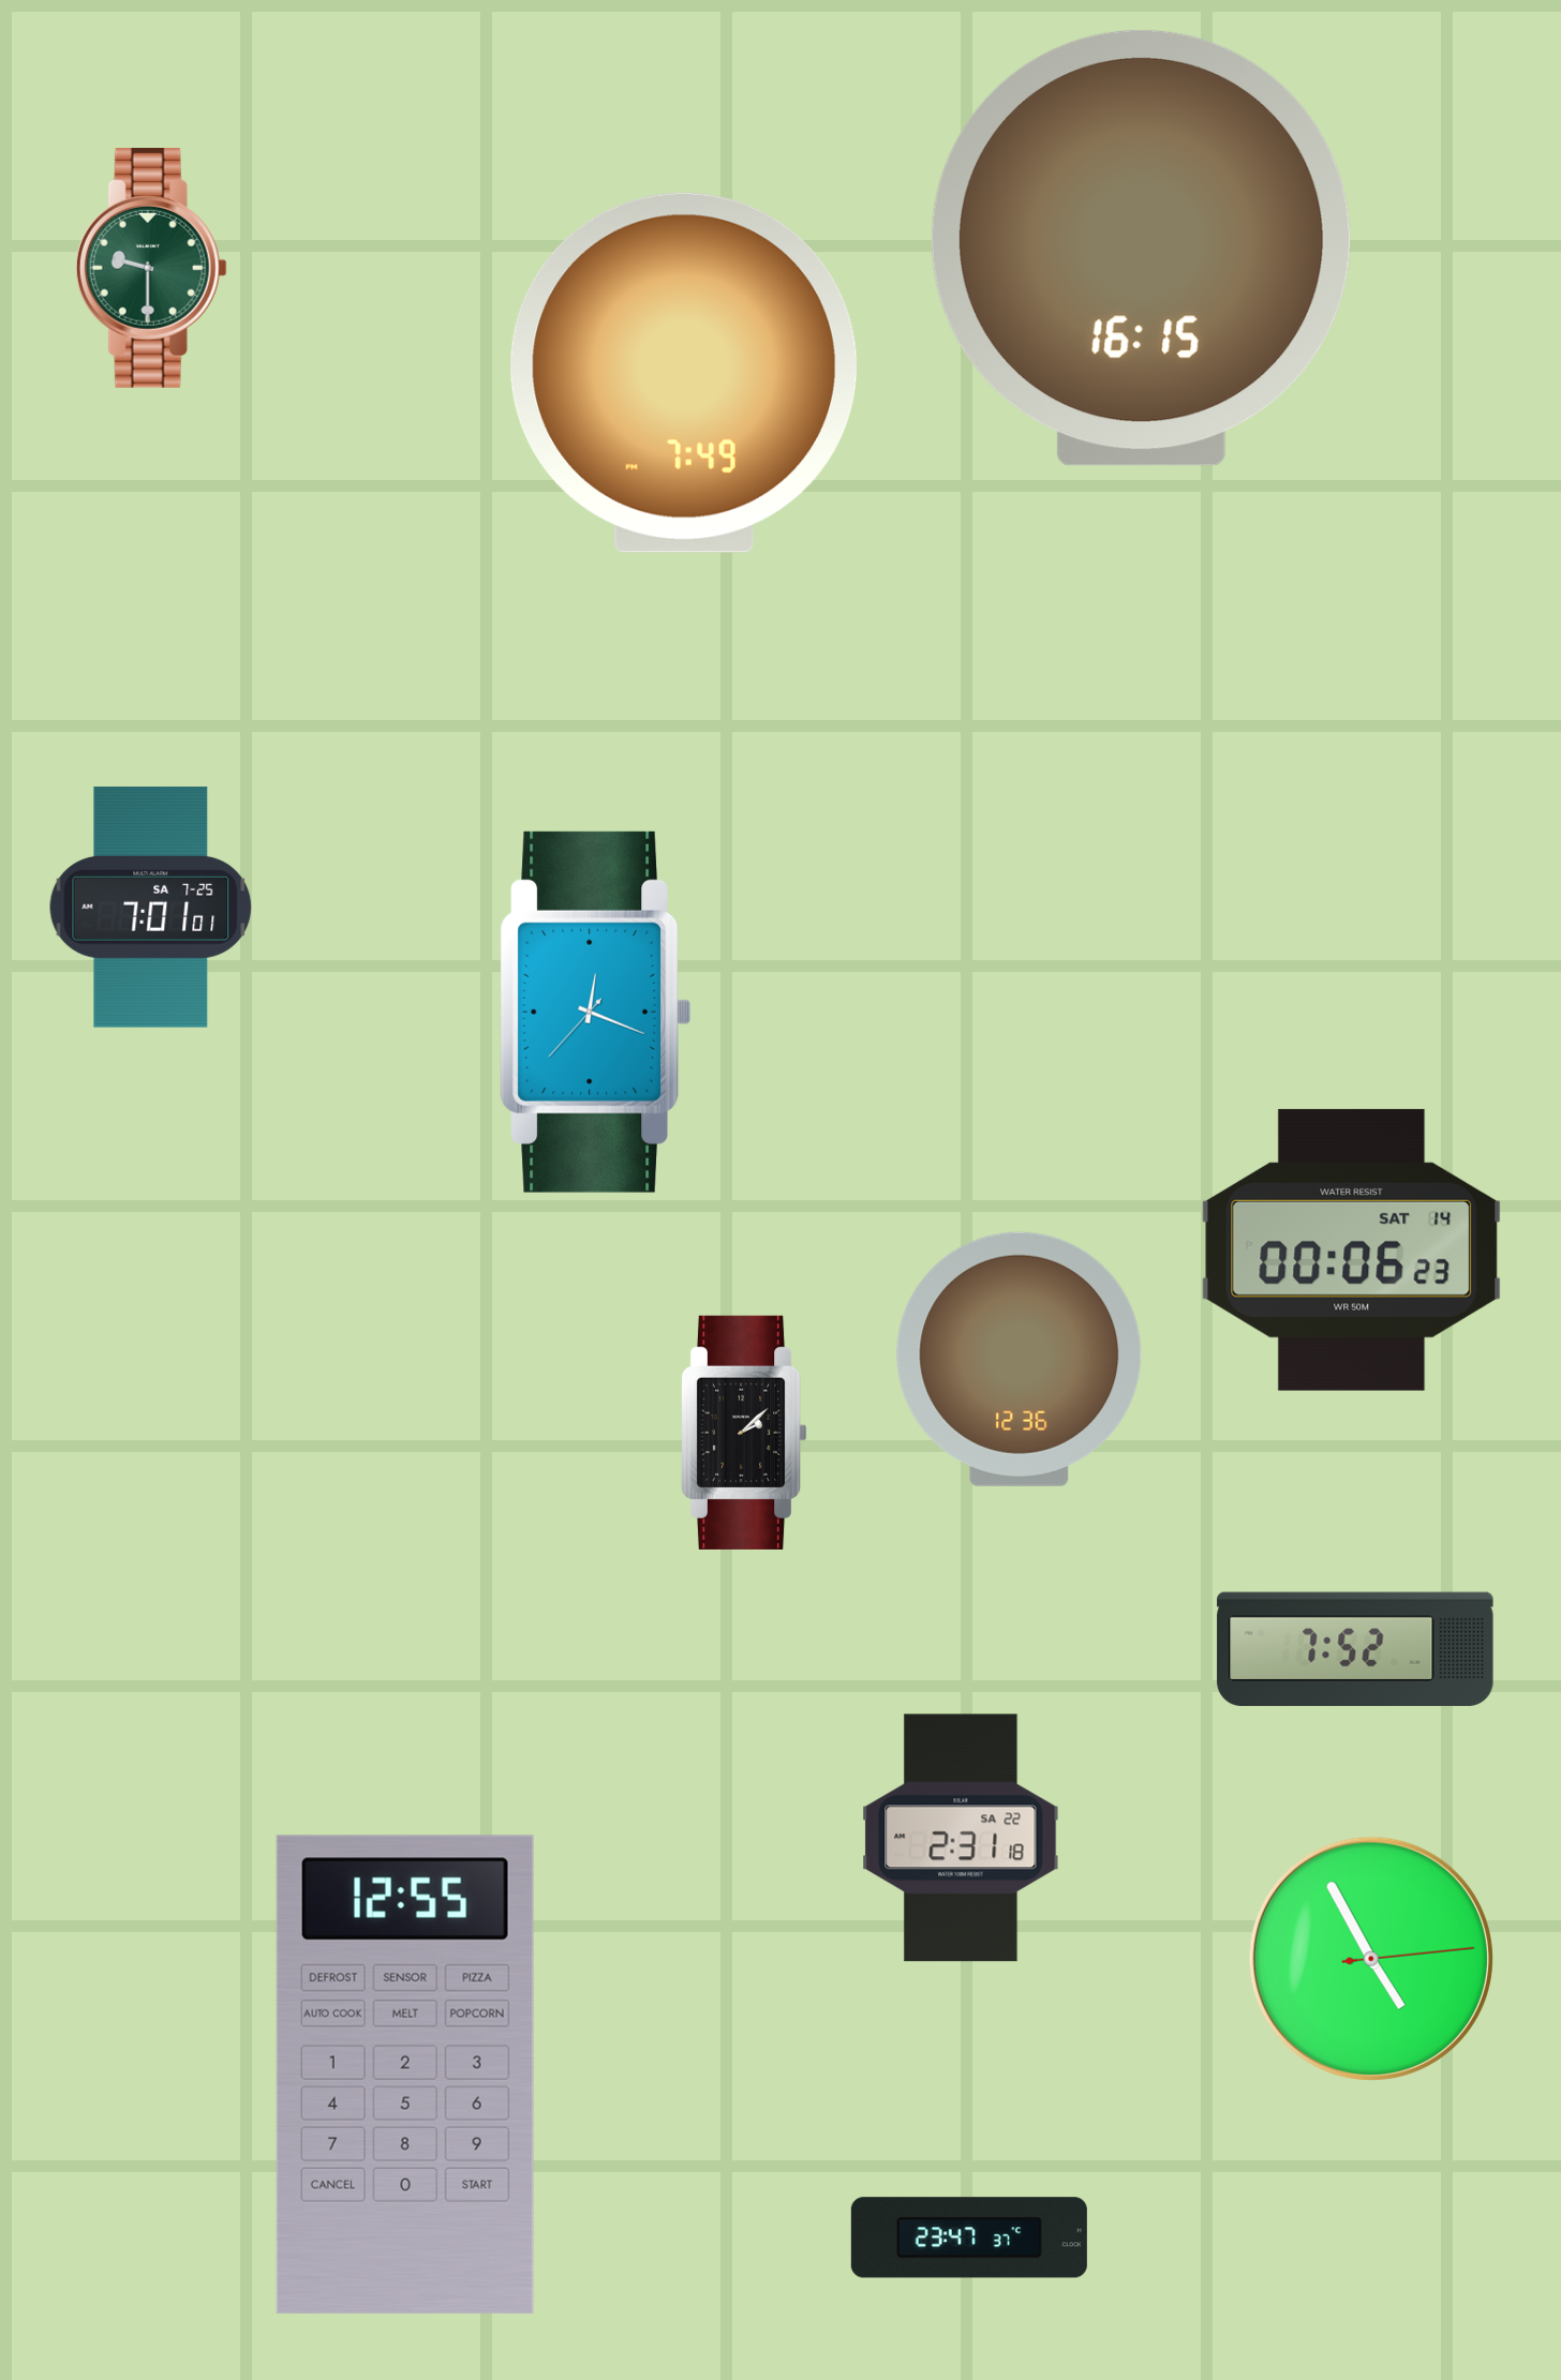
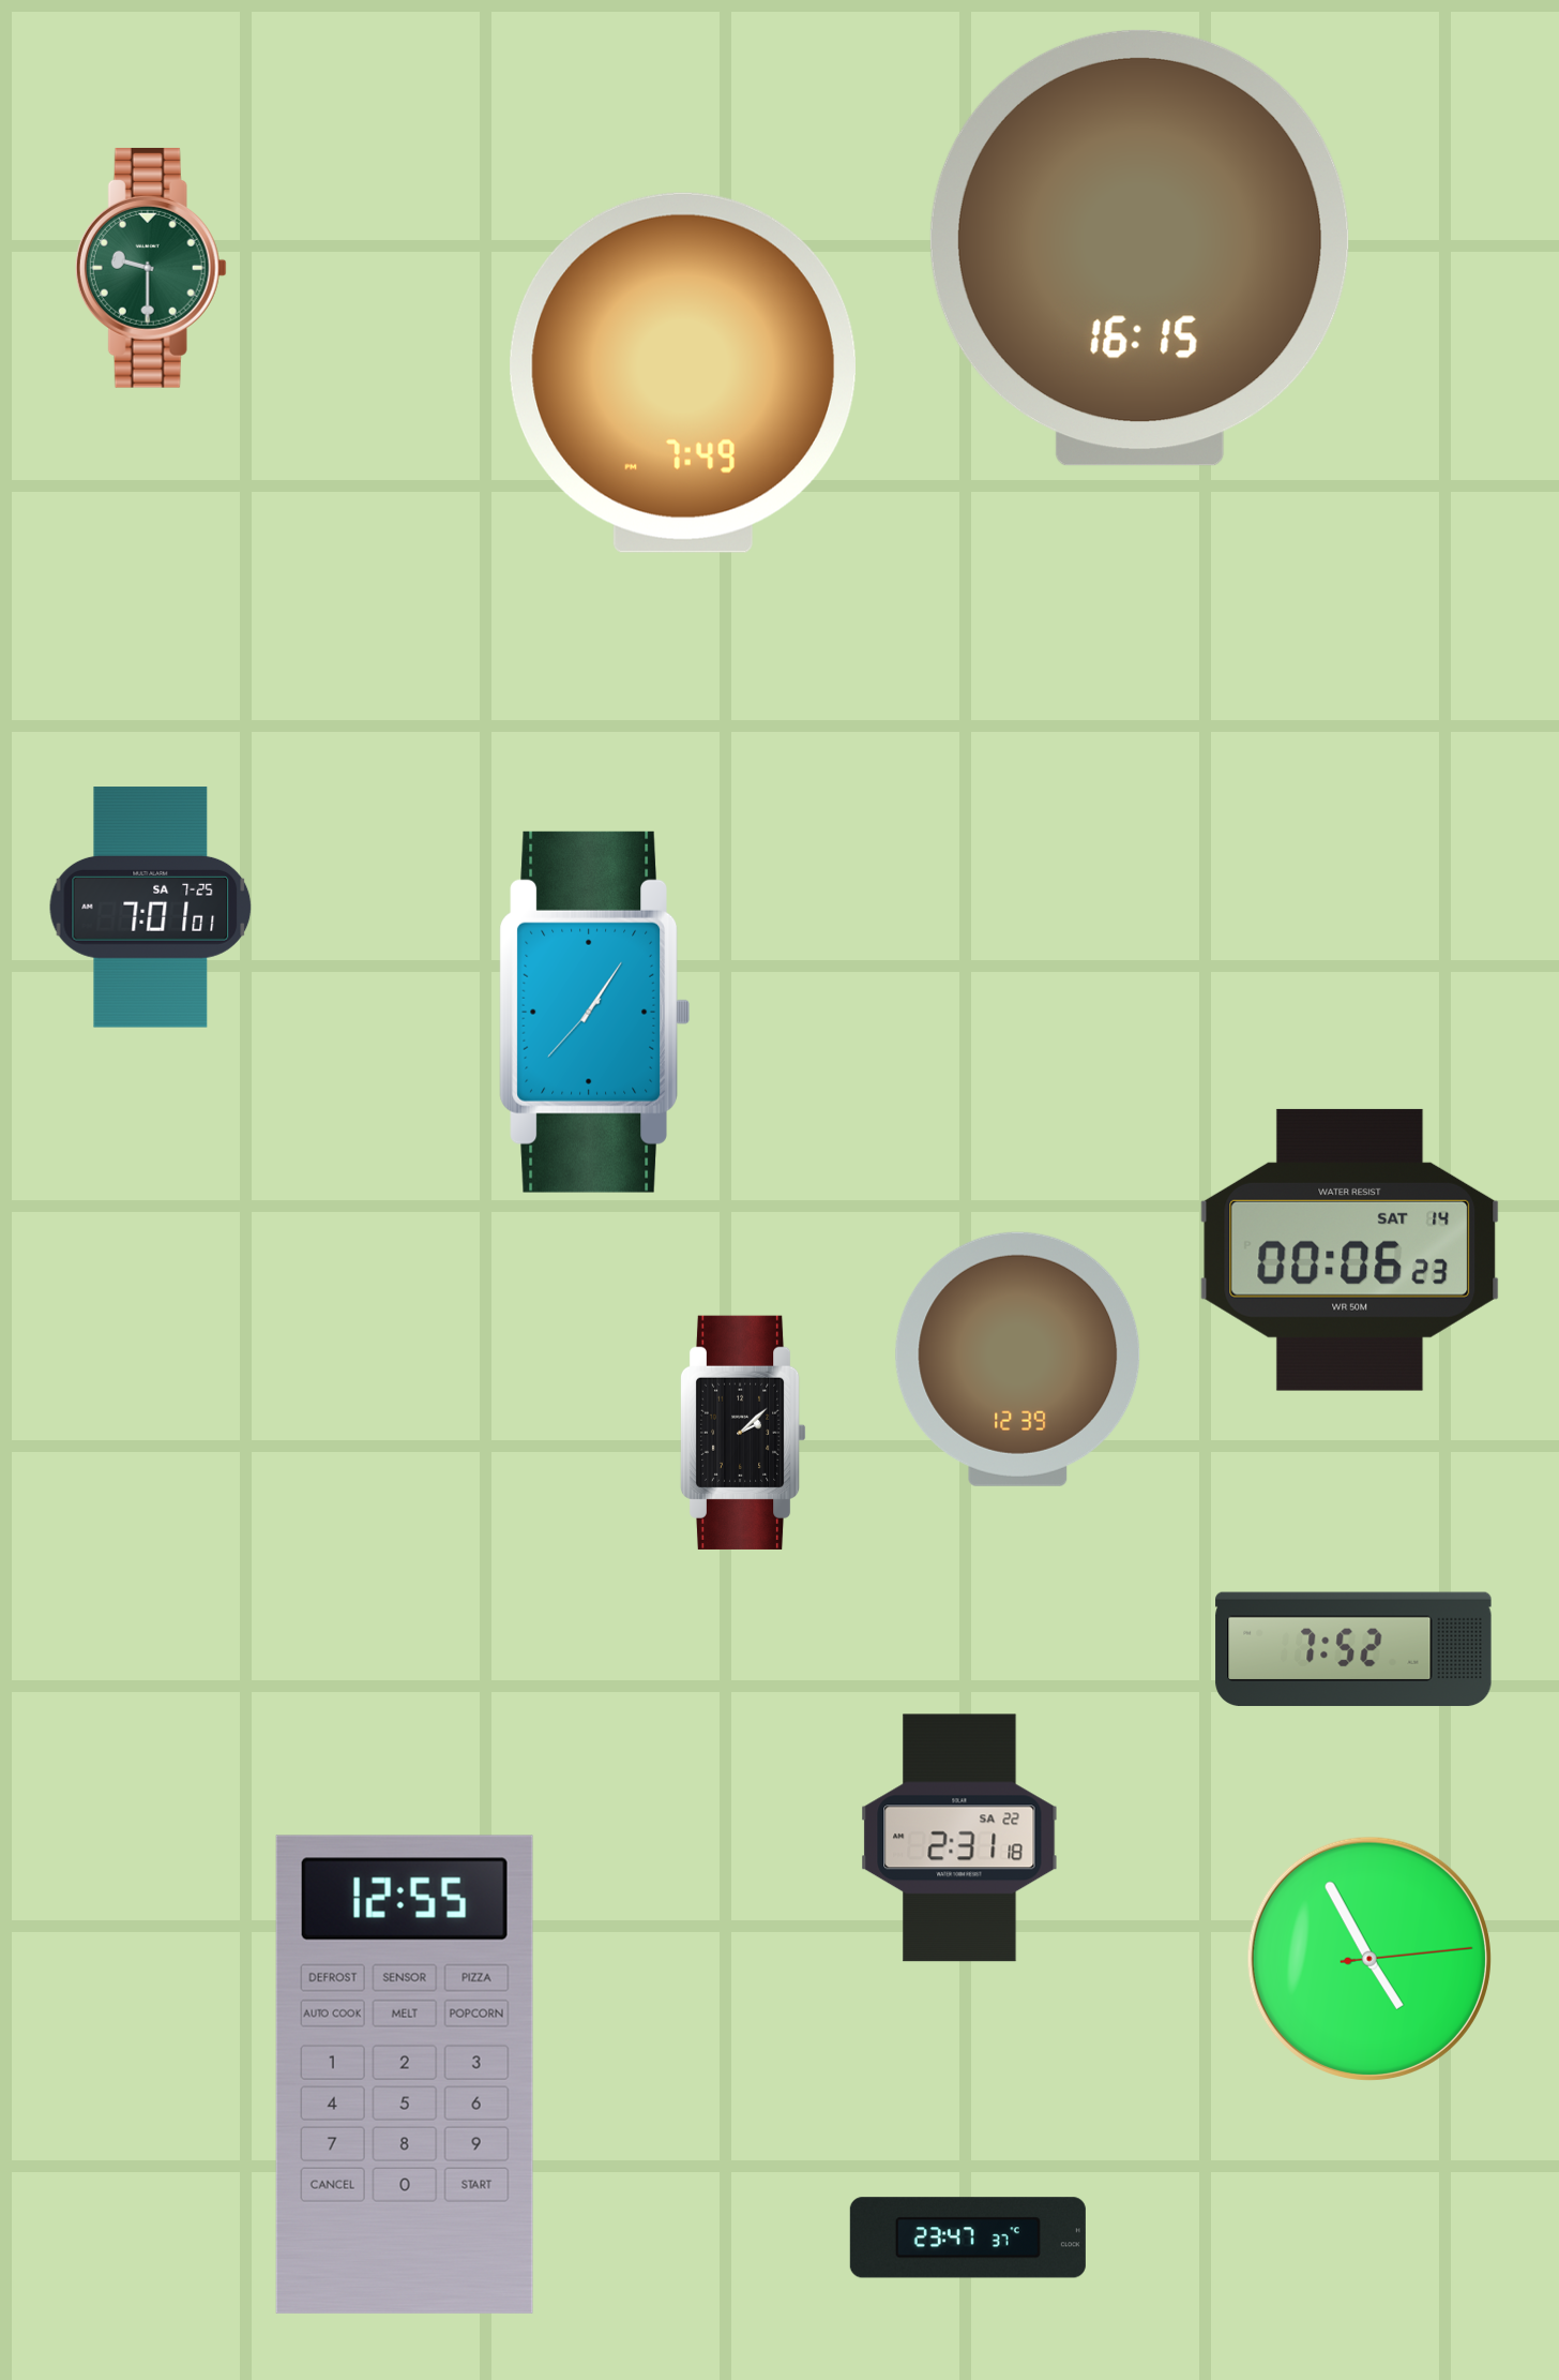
clock at (596, 1012): 12:18 -> 1:05
clock at (1020, 1359): 12:36 -> 12:39
